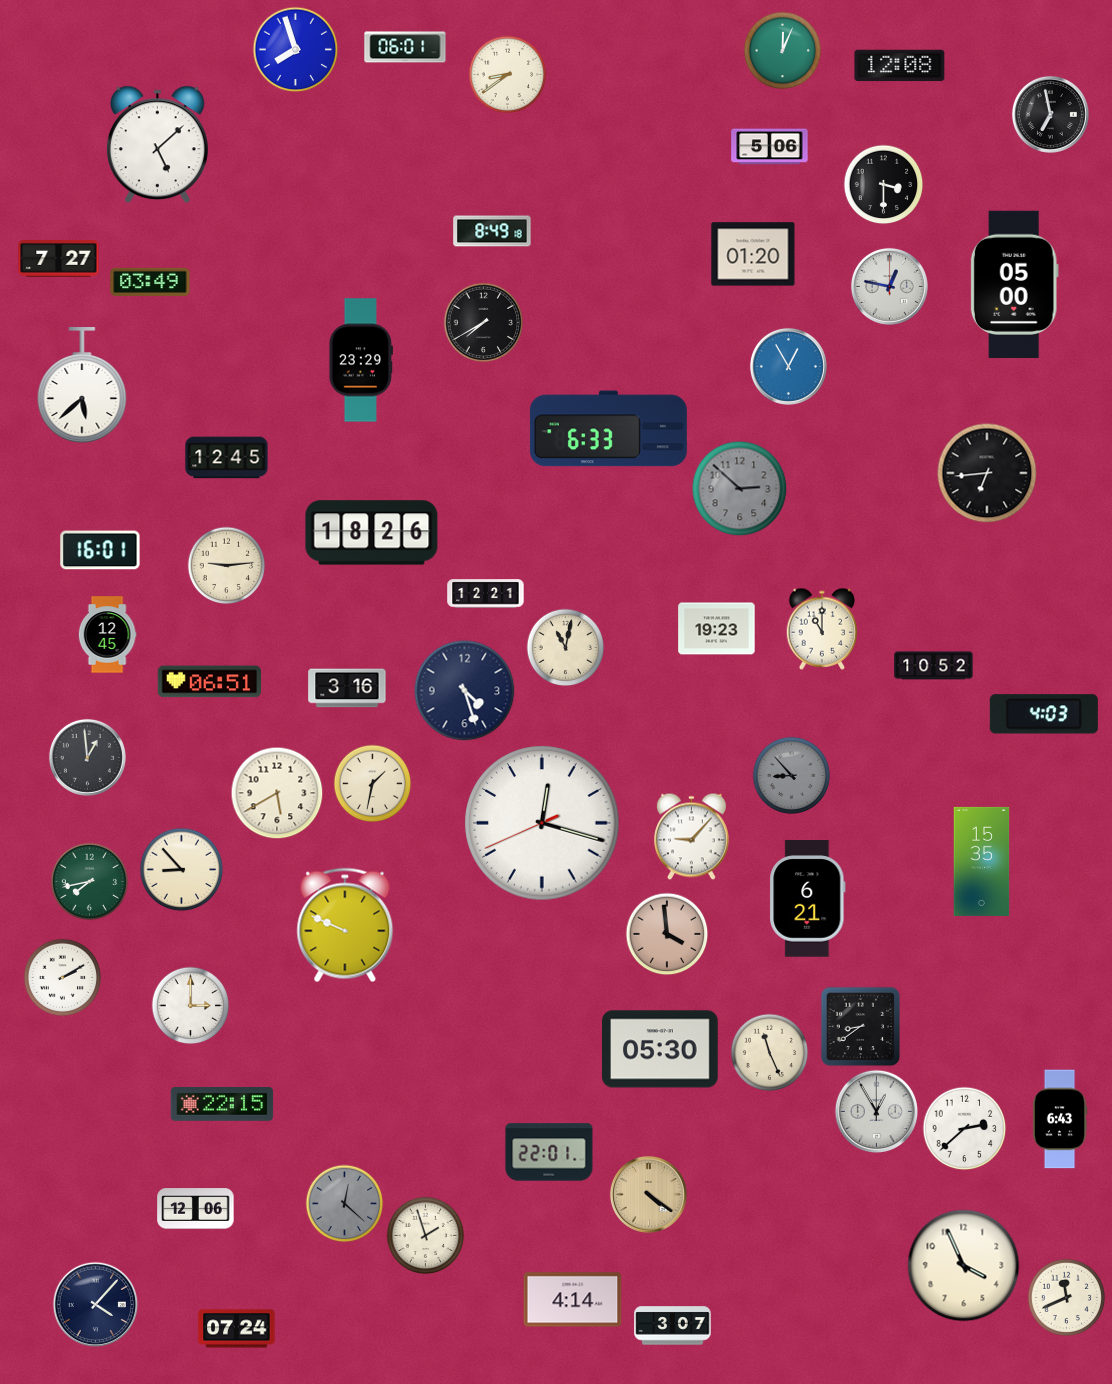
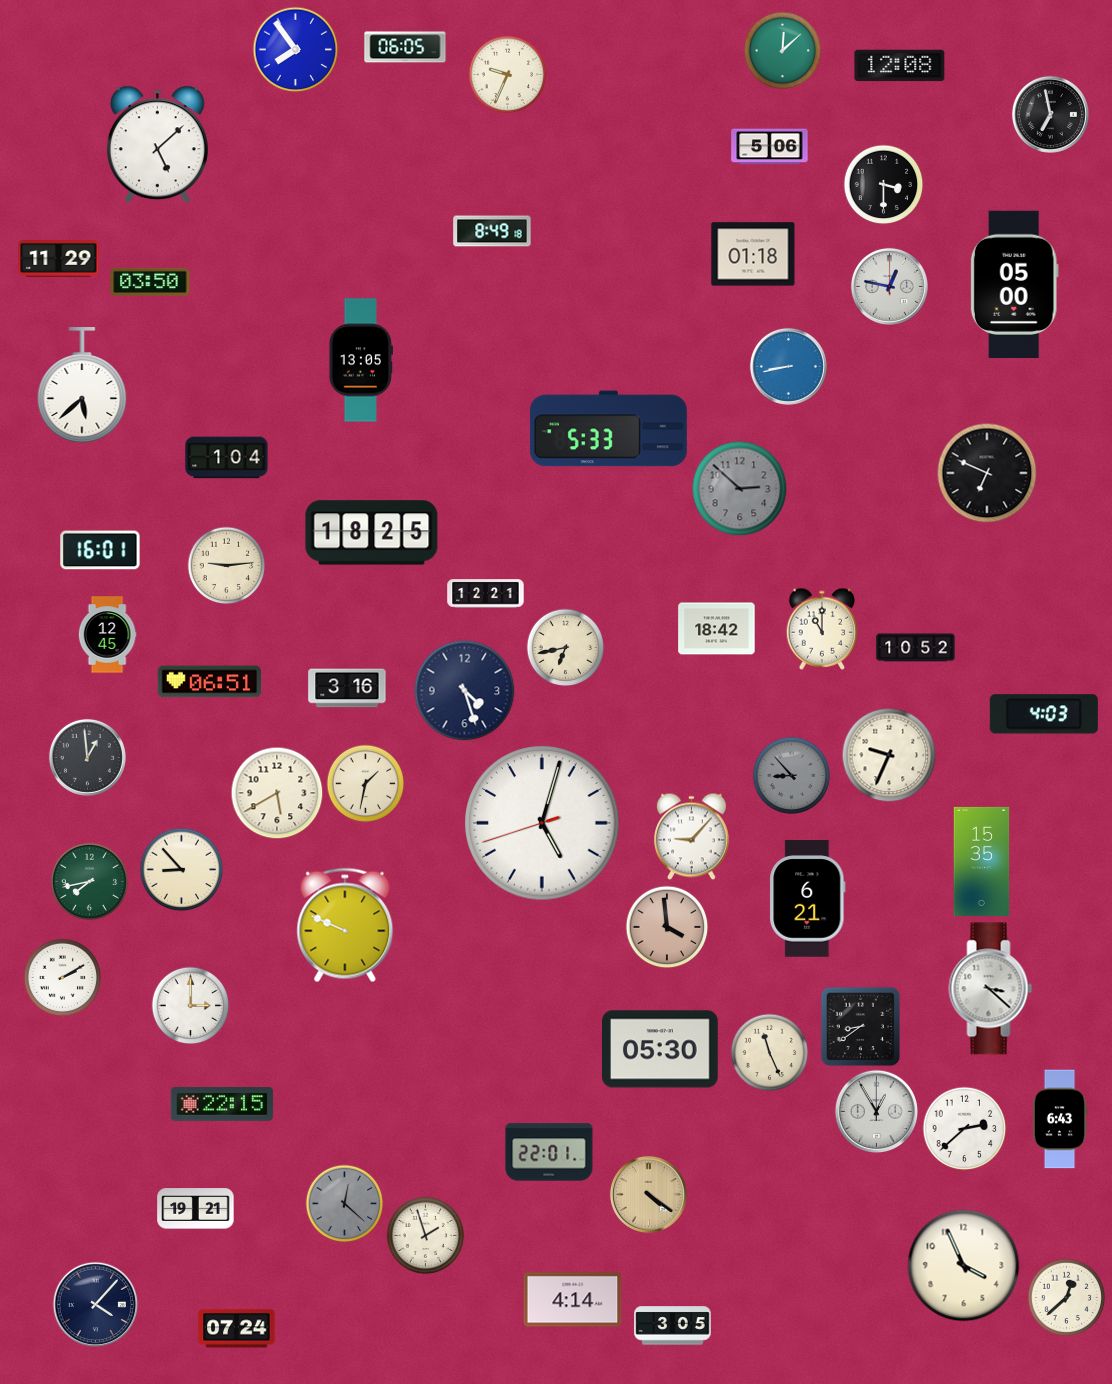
clock at (405, 47): 06:01 -> 06:05
clock at (295, 49): 7:57 -> 7:54
clock at (782, 50): 12:04 -> 12:08
clock at (507, 74): 8:39 -> 9:34
clock at (753, 254): 01:20 -> 01:18
clock at (59, 259): 7:27 -> 11:29
clock at (150, 282): 03:49 -> 03:50
clock at (483, 322): 7:40 -> none
clock at (361, 360): 23:29 -> 13:05
clock at (788, 366): 12:55 -> 8:43
clock at (608, 429): 6:33 -> 5:33
clock at (227, 458): 12:45 -> 1:04
clock at (987, 473): 6:44 -> 6:49
clock at (372, 533): 18:26 -> 18:25
clock at (717, 629): 19:23 -> 18:42
clock at (565, 647): 11:02 -> 6:43
clock at (934, 666) position: (934, 666) -> (916, 648)
clock at (889, 755): none -> 9:34
clock at (372, 783) position: (372, 783) -> (365, 783)
clock at (542, 823): 12:17 -> 5:02
clock at (667, 934) position: (667, 934) -> (667, 927)
clock at (991, 989): none -> 3:22
clock at (196, 1209): 12:06 -> 19:21
clock at (1066, 1297): 11:41 -> 12:38
clock at (673, 1326): 3:07 -> 3:05
